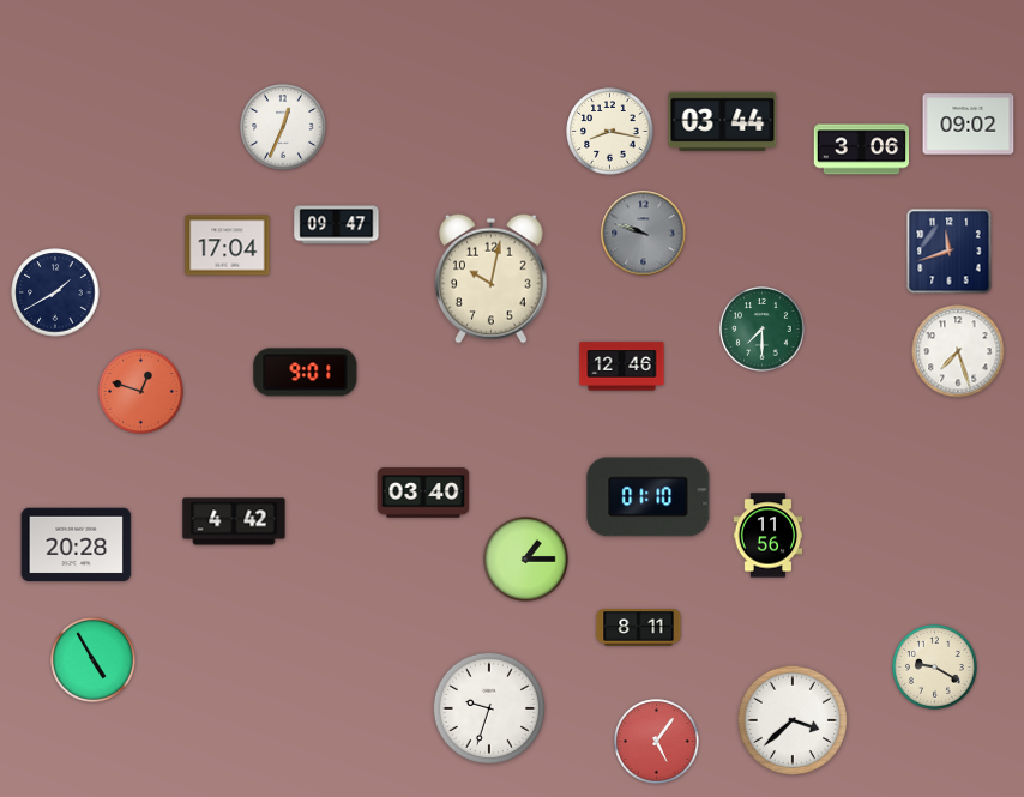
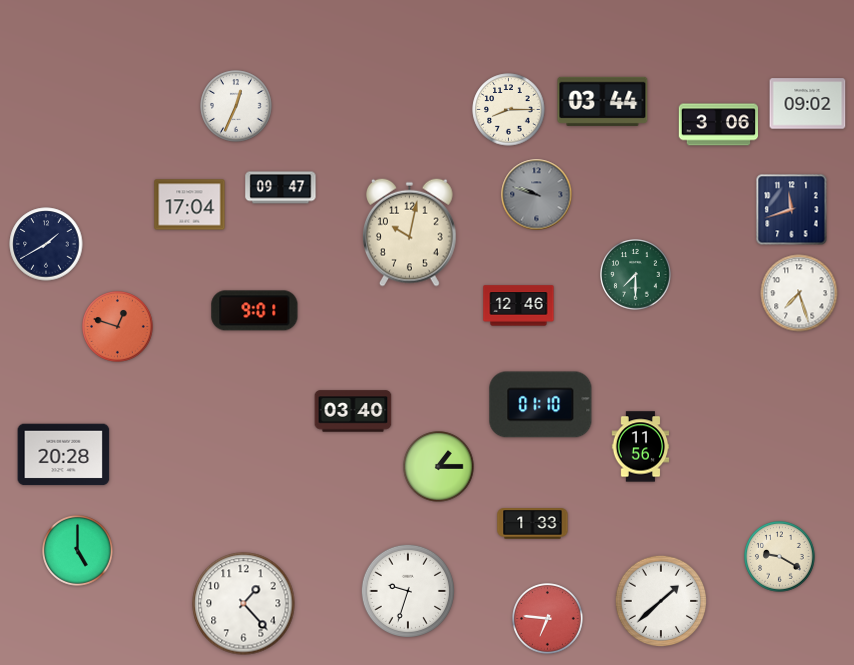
clock at (610, 132): 8:17 -> 8:15
clock at (649, 497) position: (649, 497) -> (541, 405)
clock at (234, 521): 4:42 -> none
clock at (639, 628): 8:11 -> 1:33
clock at (94, 660): 4:55 -> 5:00
clock at (793, 720): 3:38 -> 1:38
clock at (244, 604): none -> 1:23
clock at (657, 742): 5:06 -> 6:46
